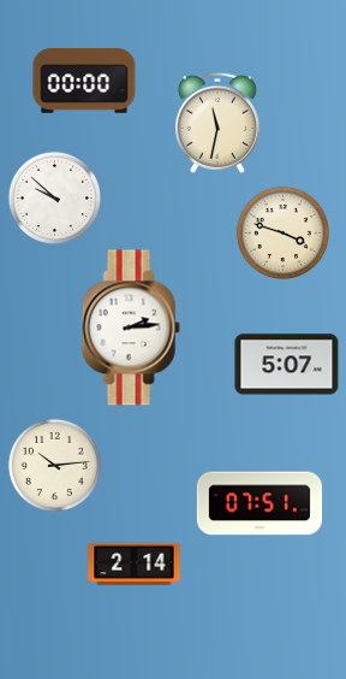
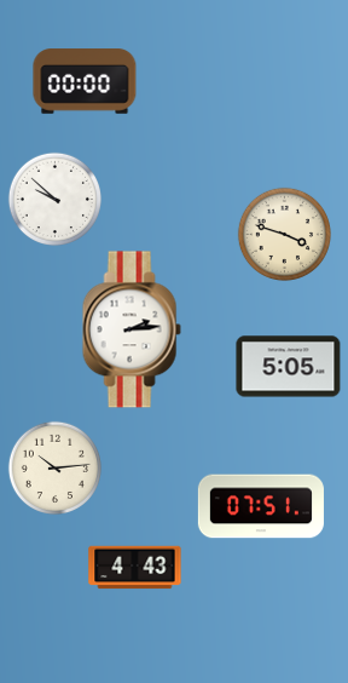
clock at (217, 123): 11:32 -> none
clock at (287, 365): 5:07 -> 5:05
clock at (135, 565): 2:14 -> 4:43
